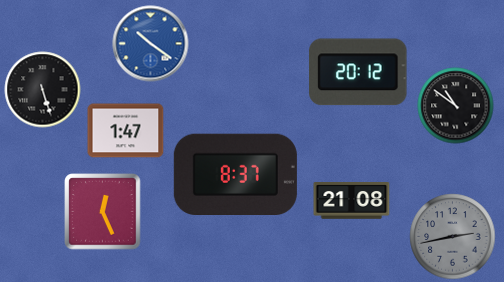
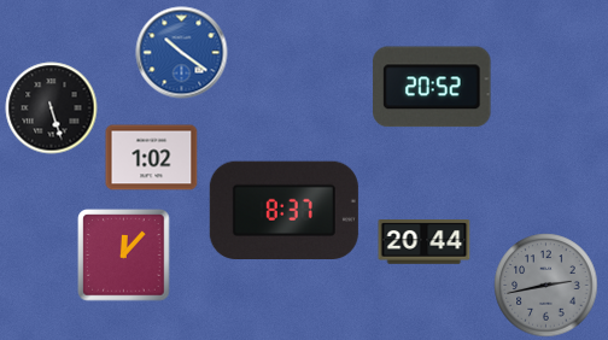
clock at (358, 72): 20:12 -> 20:52
clock at (456, 106): 10:51 -> none
clock at (126, 131): 1:47 -> 1:02
clock at (352, 201): 21:08 -> 20:44
clock at (103, 212): 12:26 -> 12:07
